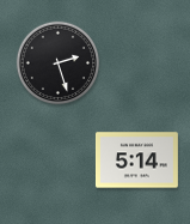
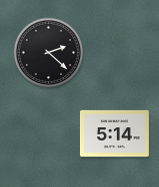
clock at (59, 63): 2:27 -> 2:22
